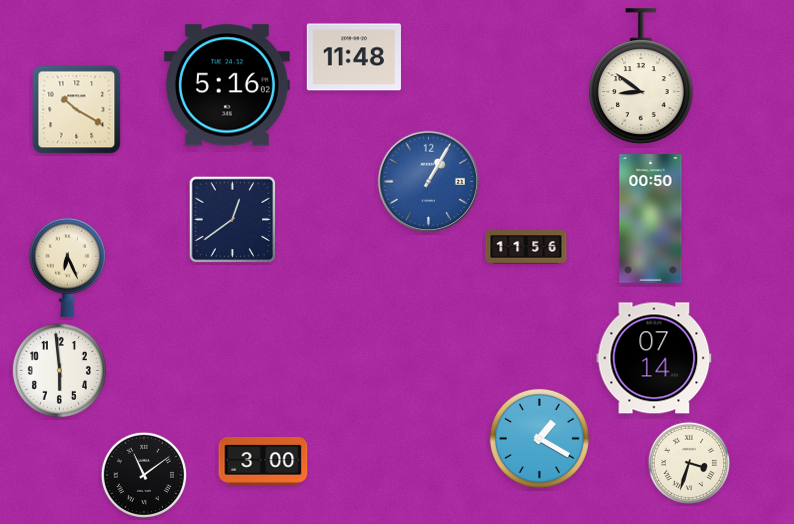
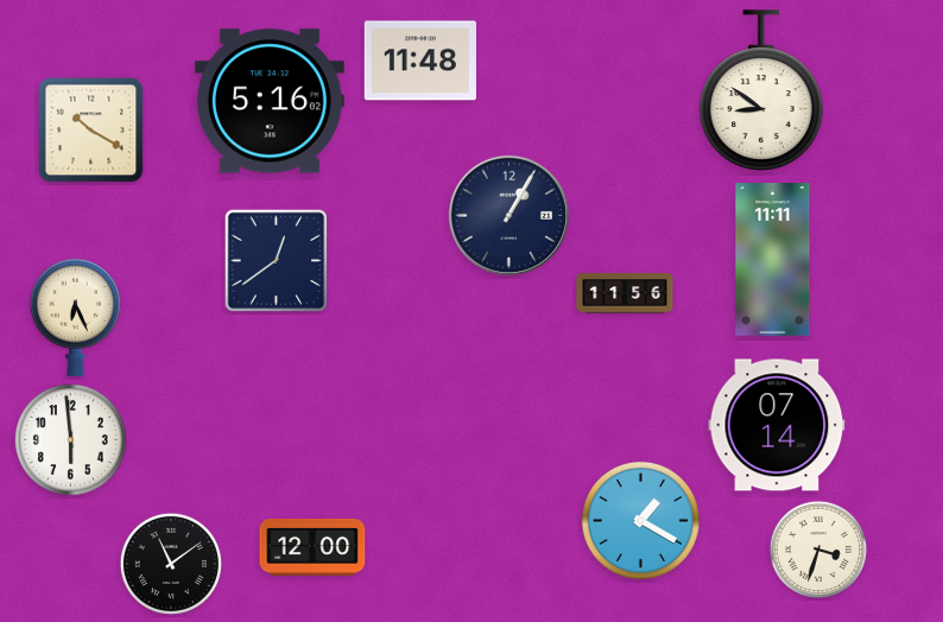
clock at (354, 57) position: (354, 57) -> (420, 61)
clock at (428, 181) dial: blue -> navy
clock at (651, 219): 00:50 -> 11:11
clock at (67, 267) position: (67, 267) -> (75, 317)
clock at (263, 461): 3:00 -> 12:00
